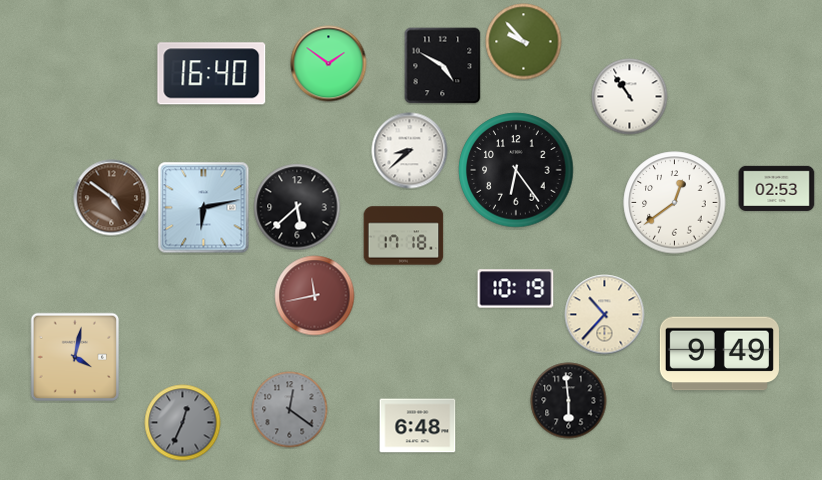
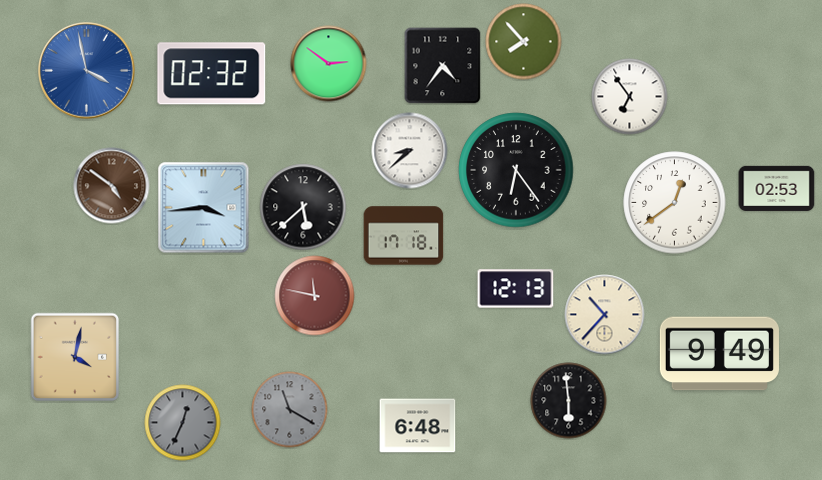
clock at (524, 42): 9:53 -> 7:53
clock at (329, 64): 1:51 -> 2:51
clock at (443, 66): 4:50 -> 4:36
clock at (87, 71): none -> 3:58
clock at (212, 74): 16:40 -> 02:32
clock at (630, 97): 10:54 -> 6:54
clock at (112, 198) position: (112, 198) -> (112, 186)
clock at (297, 207) position: (297, 207) -> (303, 207)
clock at (204, 208): 6:13 -> 3:44
clock at (516, 289): 10:19 -> 12:13
clock at (315, 296): 11:43 -> 11:47
clock at (290, 410): 12:21 -> 11:20
